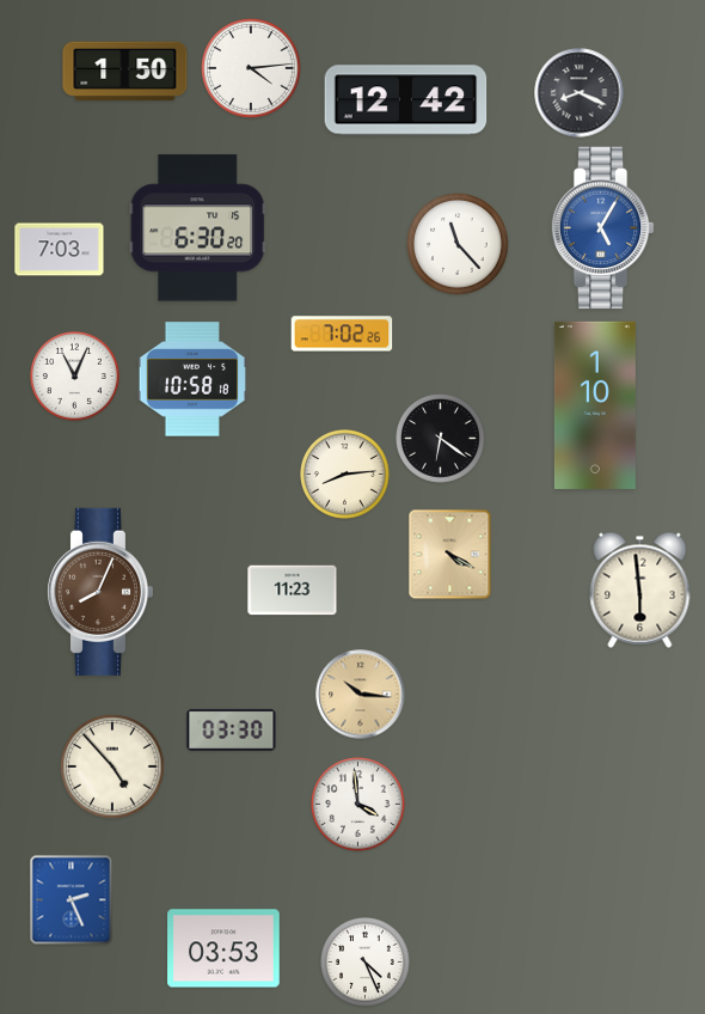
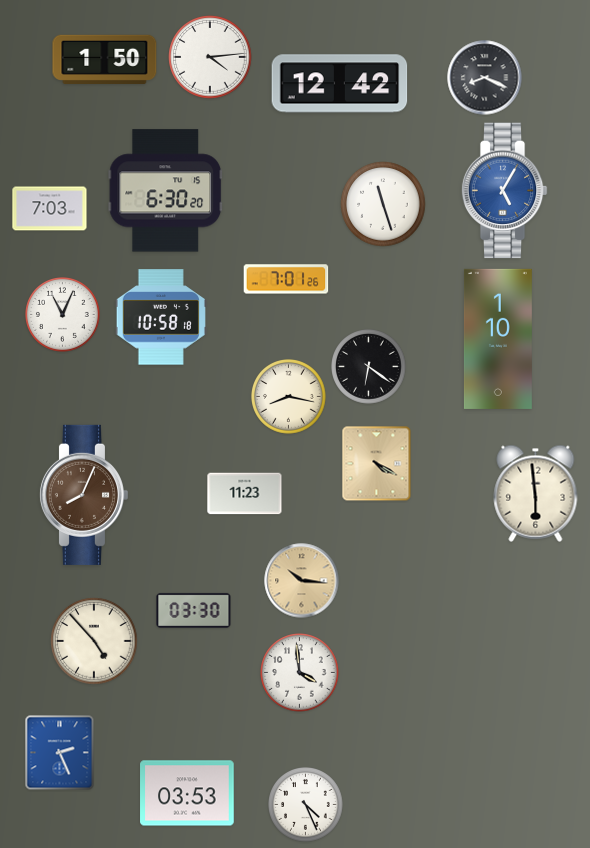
clock at (458, 244): 11:23 -> 11:27
clock at (342, 334): 7:02 -> 7:01
clock at (345, 475): 8:14 -> 8:17
